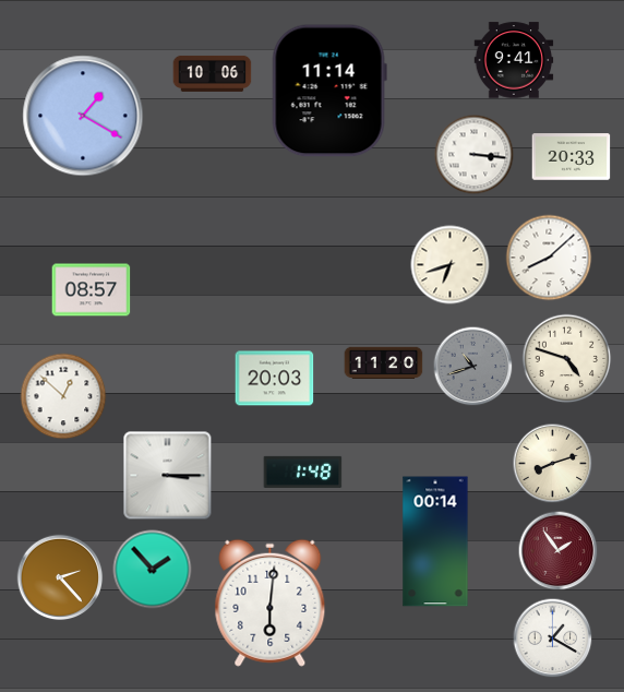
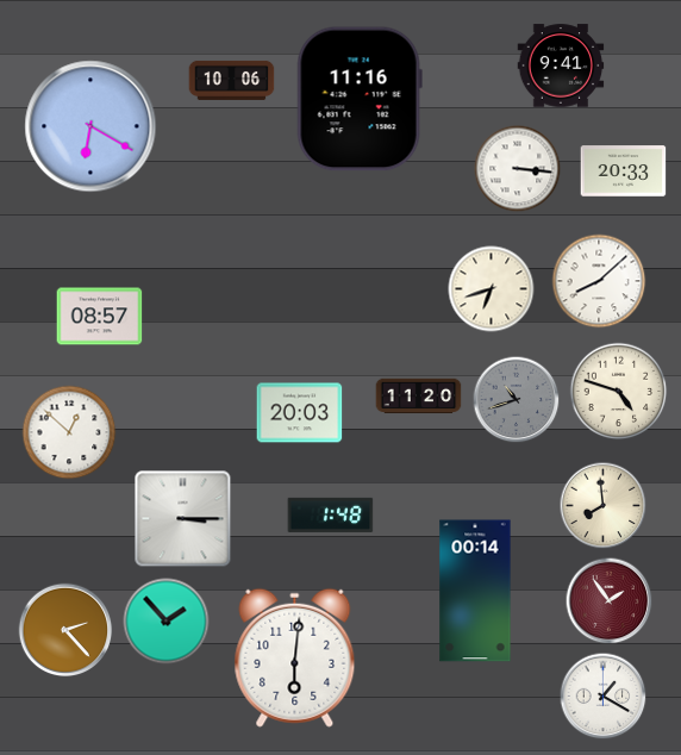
clock at (329, 91): 11:14 -> 11:16
clock at (83, 116): 1:20 -> 6:20
clock at (553, 464): 8:12 -> 7:59
